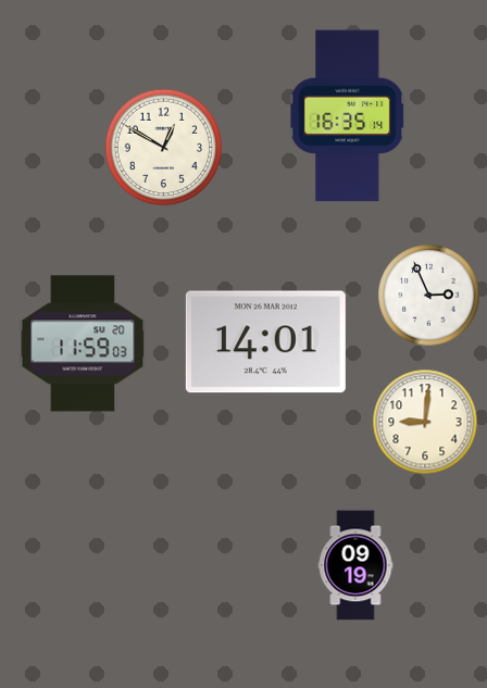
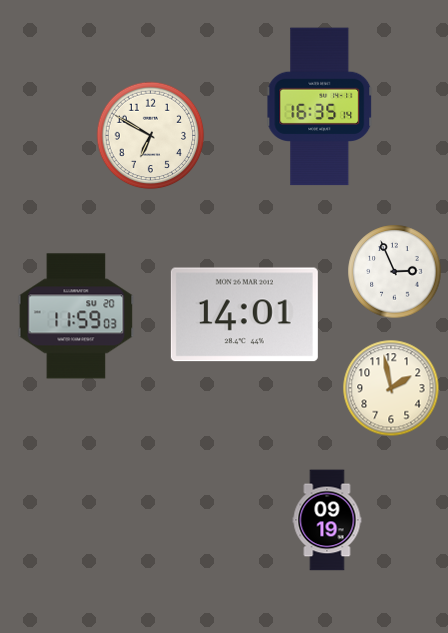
clock at (164, 148): 12:50 -> 6:50
clock at (425, 422): 9:01 -> 1:58
